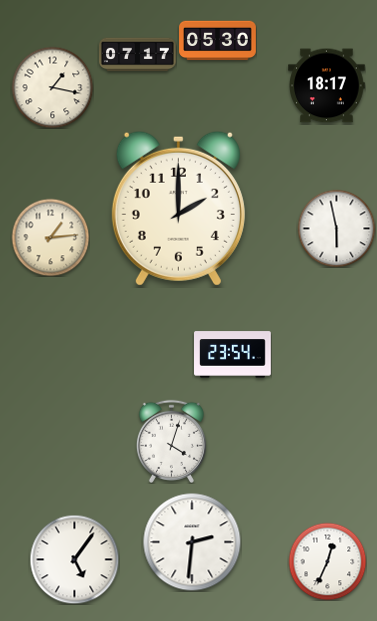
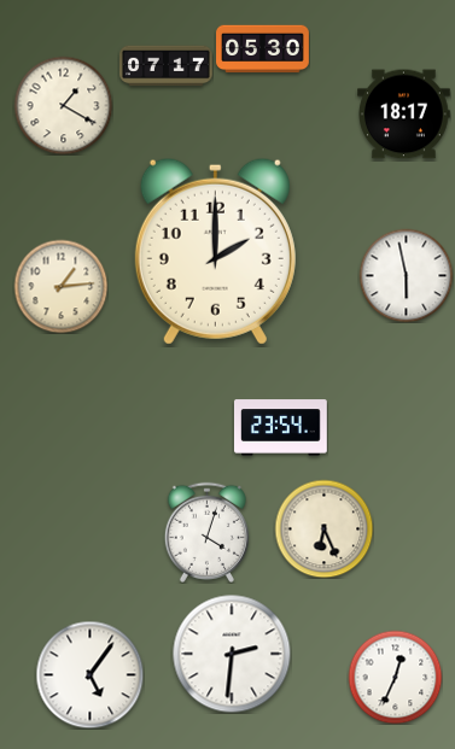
clock at (327, 86) position: (327, 86) -> (404, 115)
clock at (52, 87): 1:17 -> 1:20
clock at (323, 528): none -> 6:26
